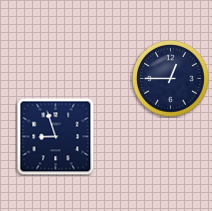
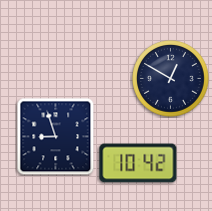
clock at (171, 79): 12:45 -> 12:50
clock at (138, 163): none -> 10:42
